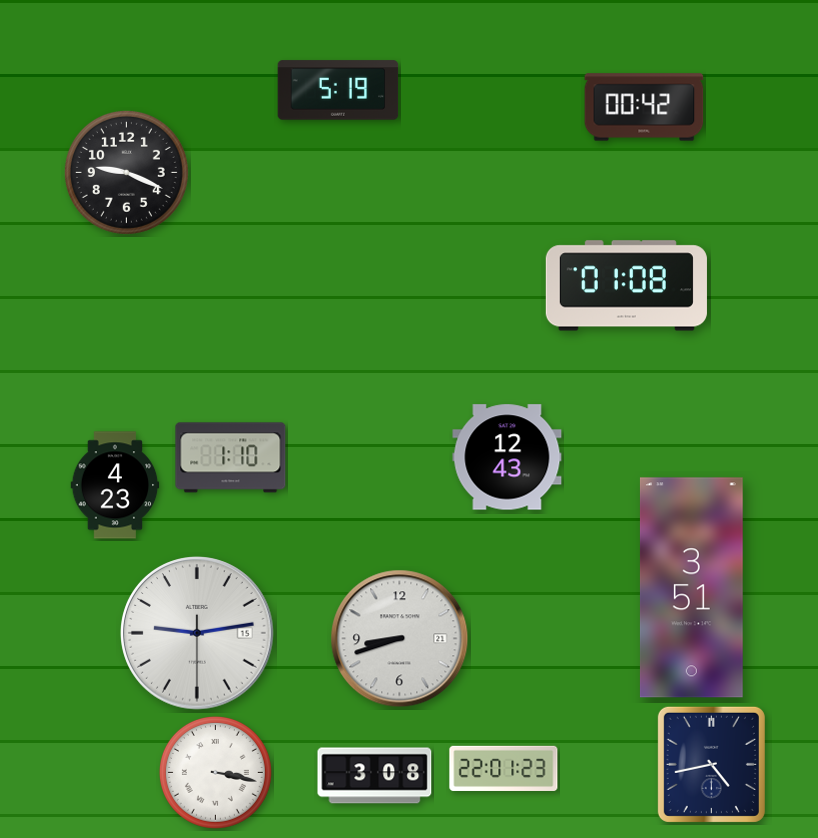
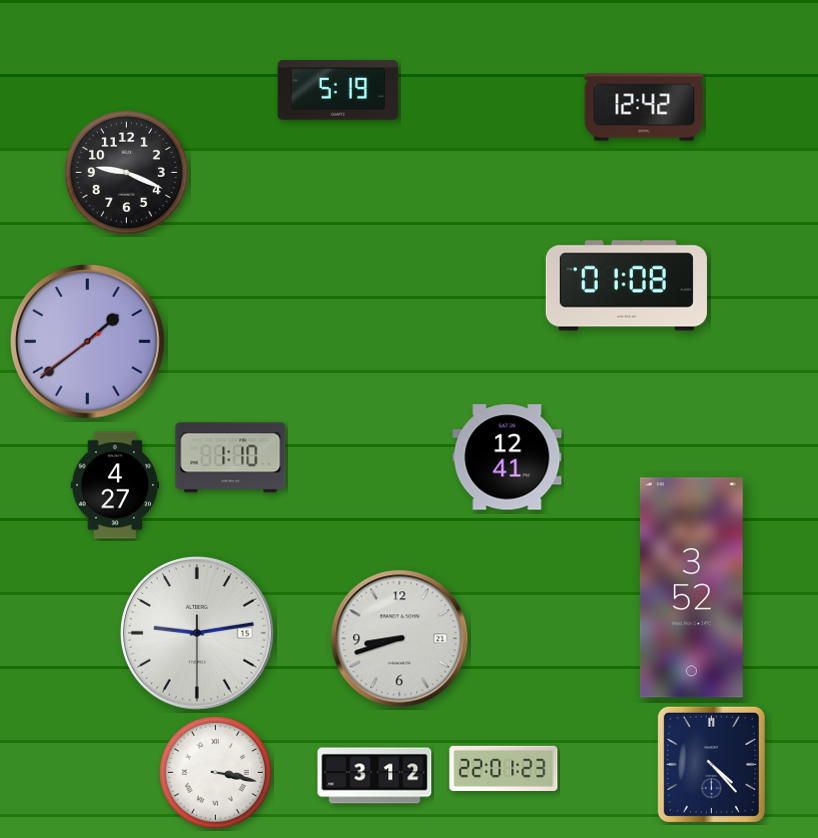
clock at (644, 107): 00:42 -> 12:42
clock at (88, 342): none -> 1:38
clock at (507, 457): 12:43 -> 12:41
clock at (115, 485): 4:23 -> 4:27
clock at (691, 588): 3:51 -> 3:52
clock at (711, 764): 4:43 -> 4:23
clock at (375, 776): 3:08 -> 3:12
